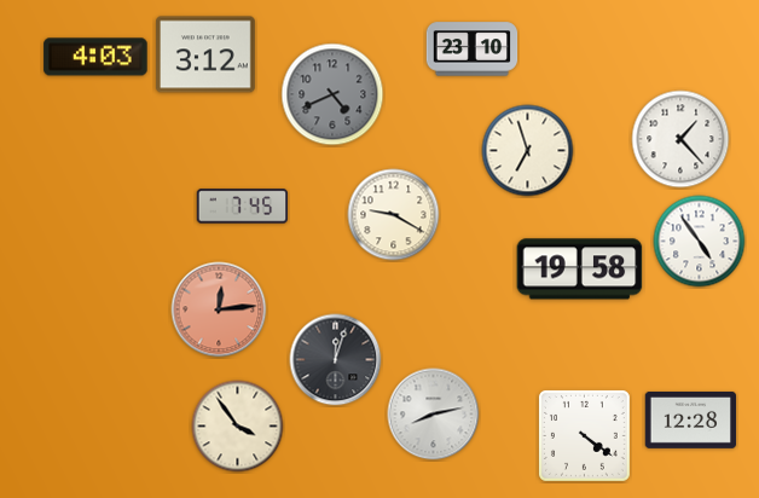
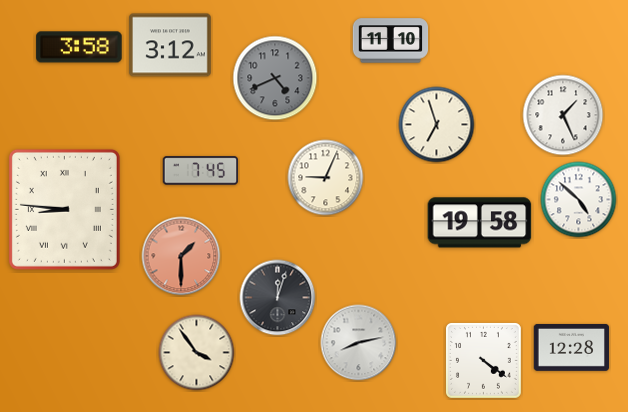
clock at (473, 50): 23:10 -> 11:10
clock at (95, 57): 4:03 -> 3:58
clock at (680, 139): 1:23 -> 1:26
clock at (394, 215): 9:20 -> 9:04
clock at (700, 242): 4:54 -> 4:52
clock at (64, 209): none -> 8:46
clock at (219, 309): 12:14 -> 1:30
